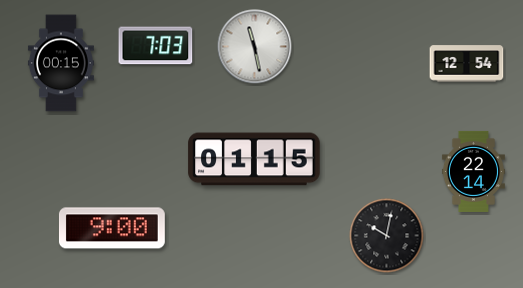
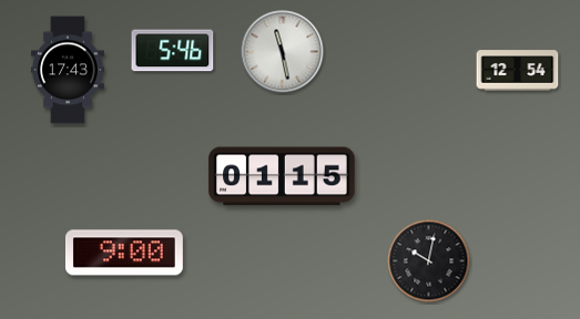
clock at (156, 46): 7:03 -> 5:46
clock at (61, 63): 00:15 -> 17:43
clock at (473, 171): 22:14 -> none
